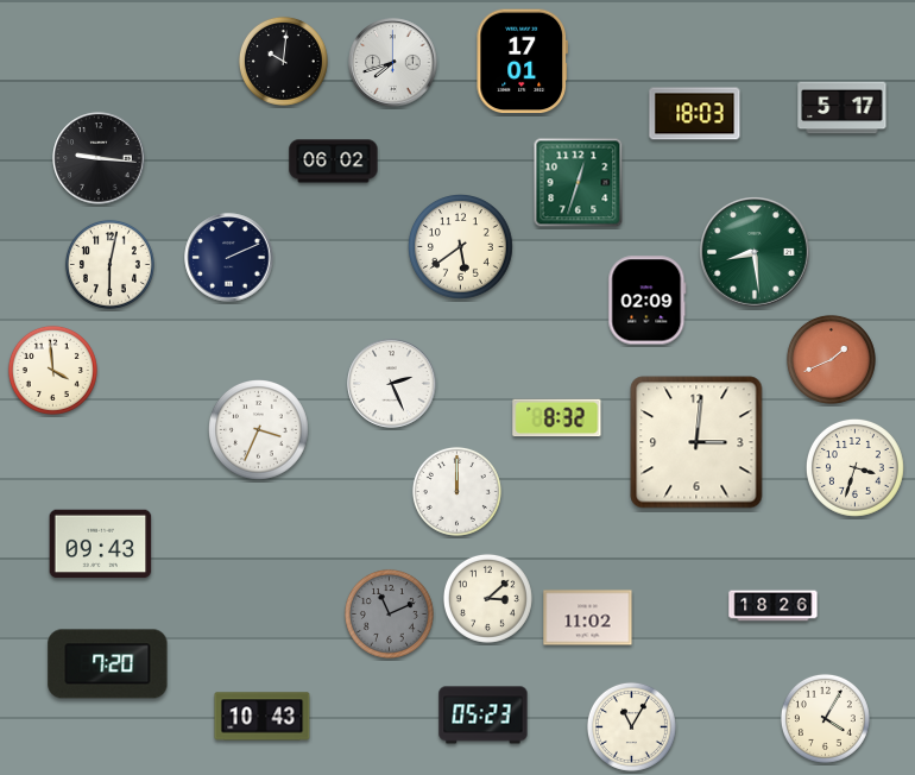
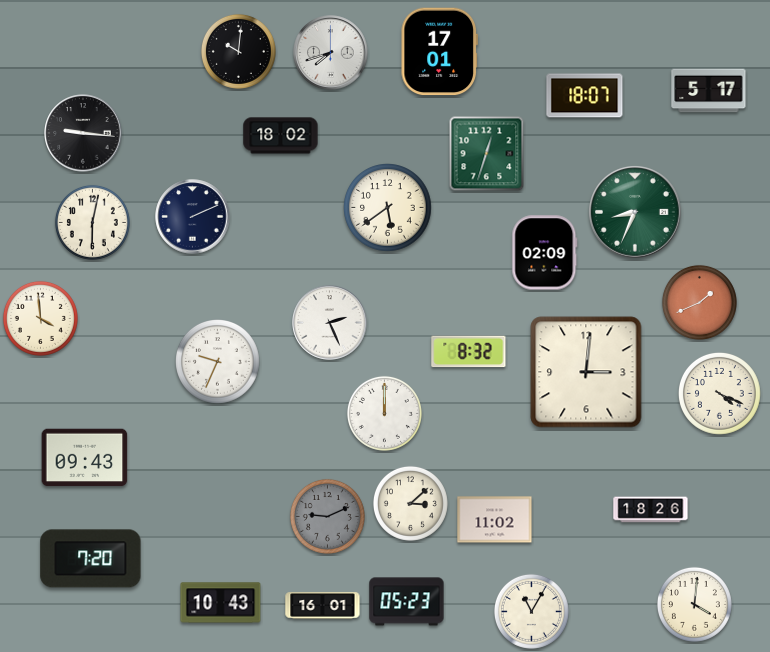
clock at (695, 114): 18:03 -> 18:07
clock at (334, 162): 06:02 -> 18:02
clock at (756, 253): 8:29 -> 8:34
clock at (52, 370) position: (52, 370) -> (40, 318)
clock at (259, 430): 3:34 -> 9:34
clock at (854, 467): 3:33 -> 4:19
clock at (389, 613): 11:11 -> 9:11
clock at (825, 718): 4:05 -> 4:01
clock at (323, 606): none -> 16:01
